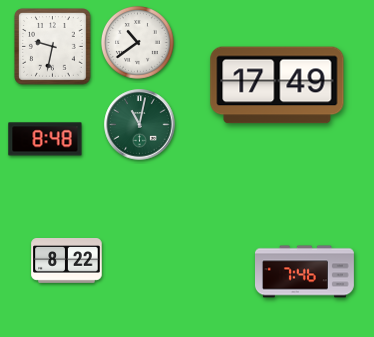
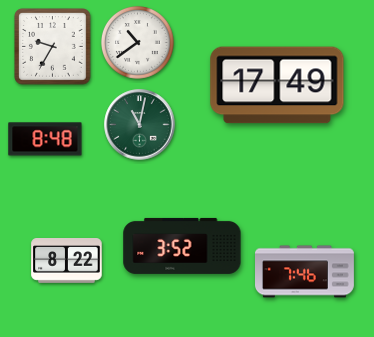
clock at (53, 47): 9:32 -> 9:35
clock at (182, 246): none -> 3:52
